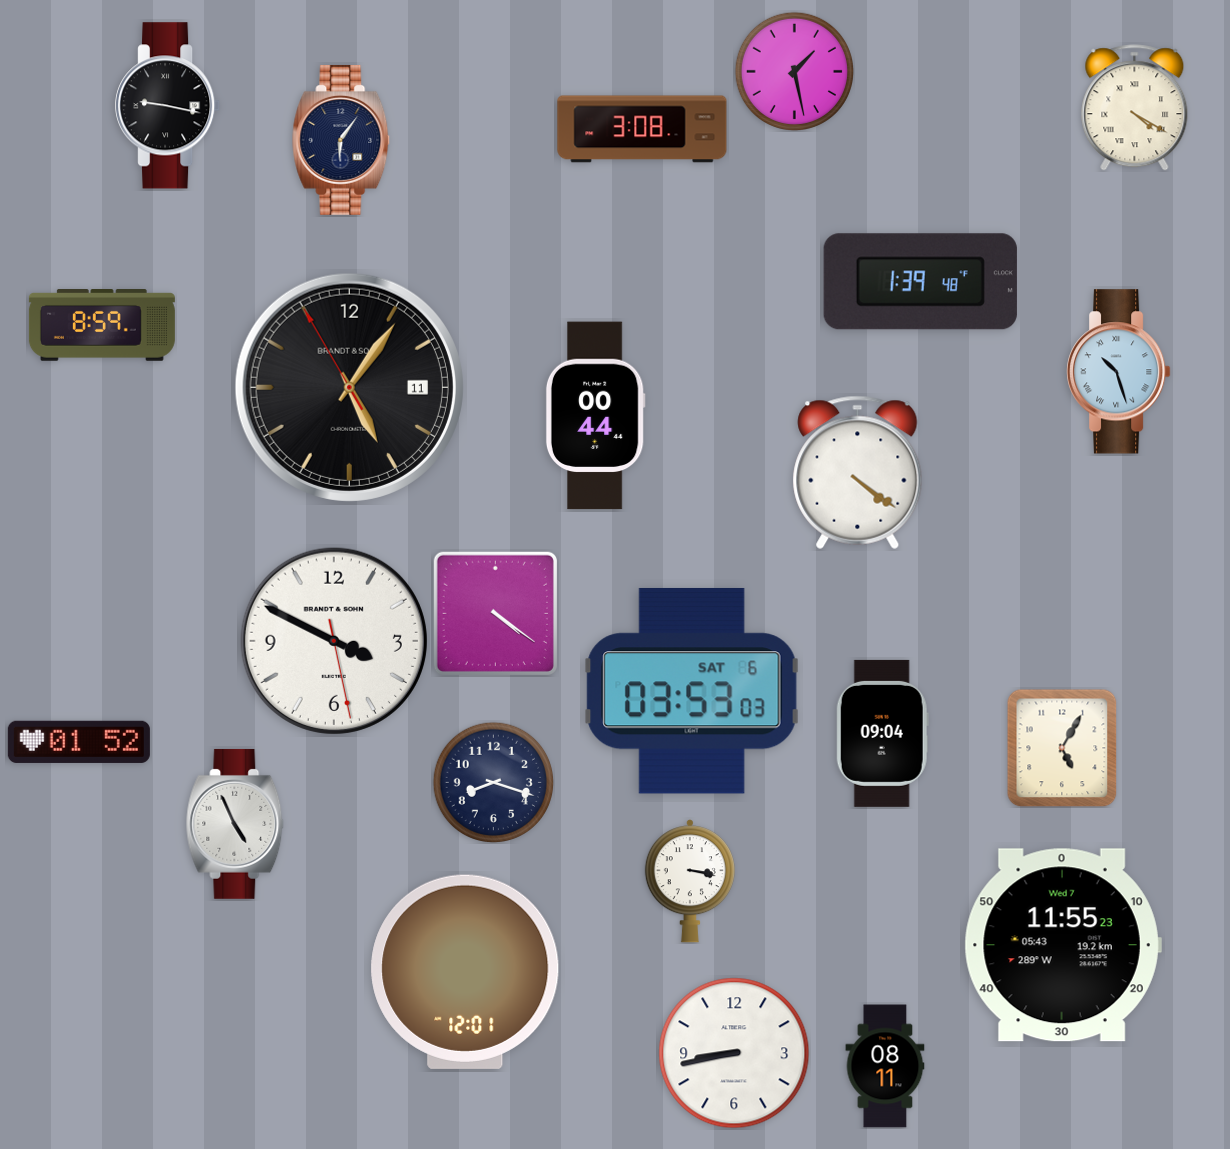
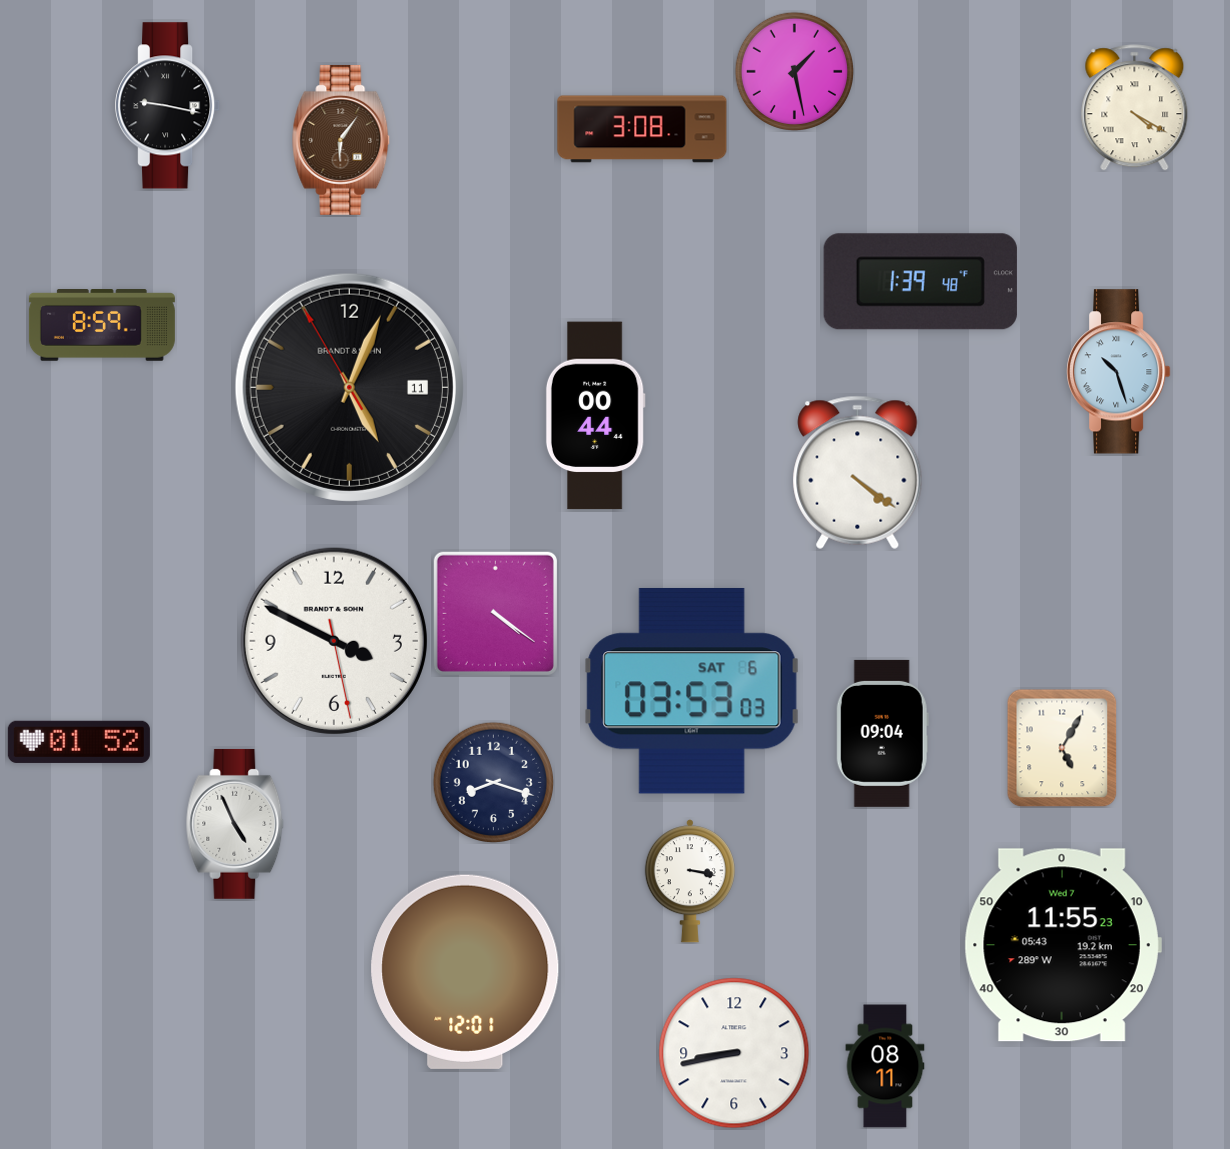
clock at (341, 140) dial: navy -> brown
clock at (349, 387): 5:05 -> 5:03
